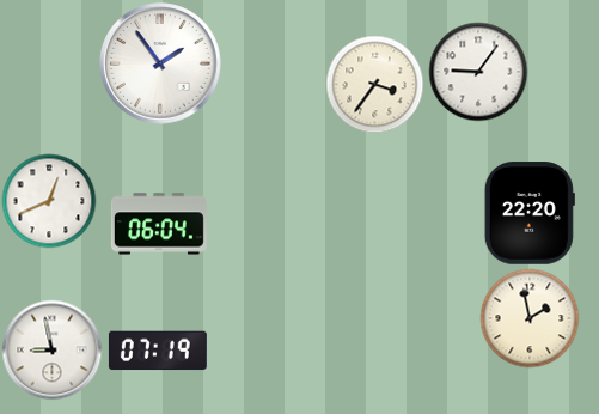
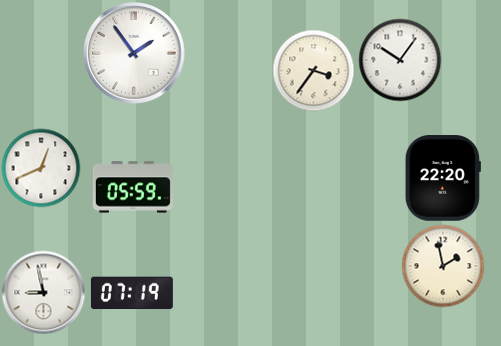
clock at (478, 72): 9:06 -> 10:06
clock at (159, 224): 06:04 -> 05:59
